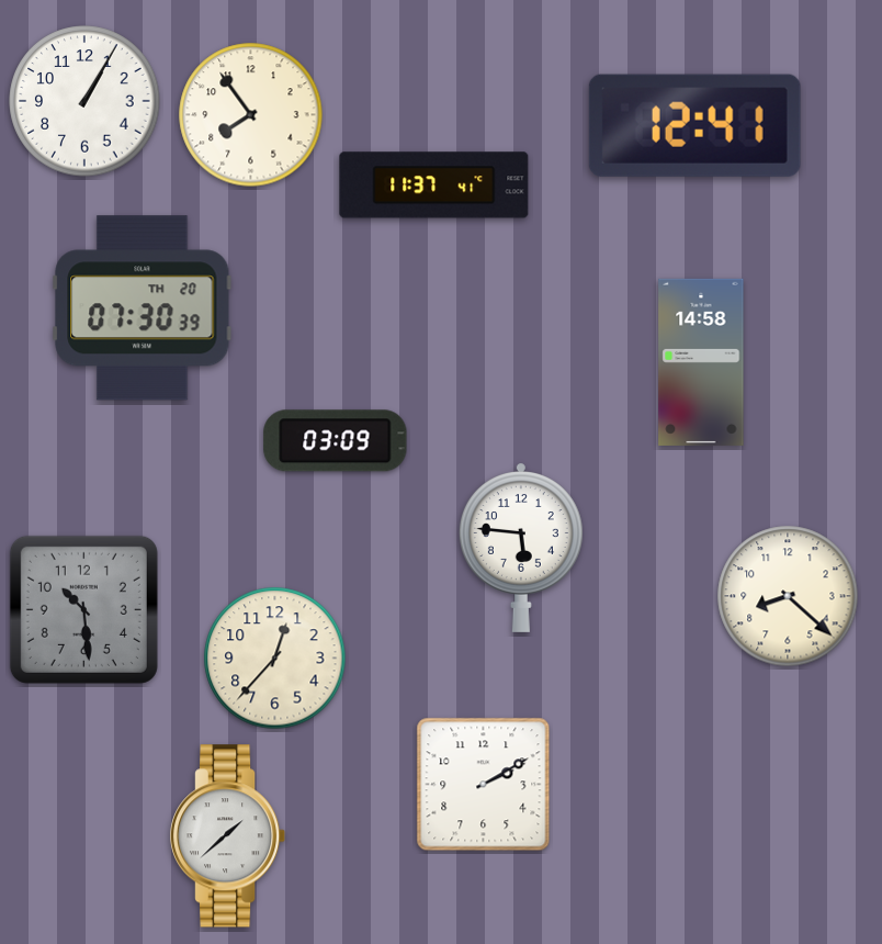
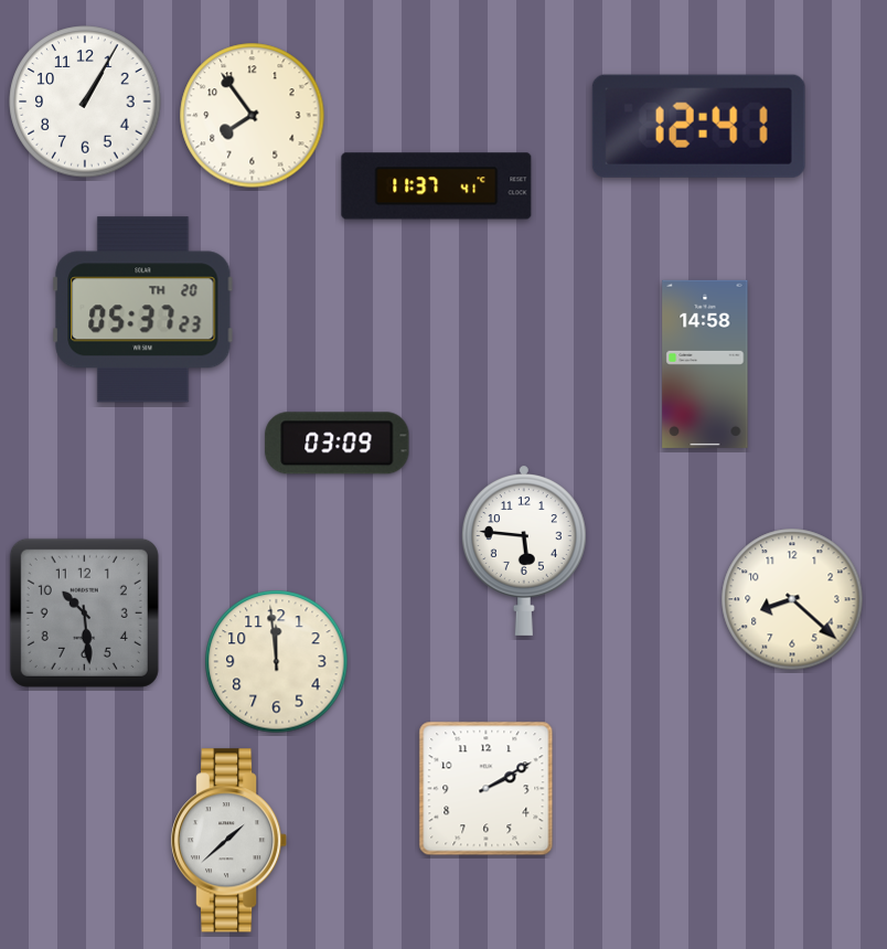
clock at (143, 308): 07:30 -> 05:37
clock at (275, 659): 12:37 -> 11:59
